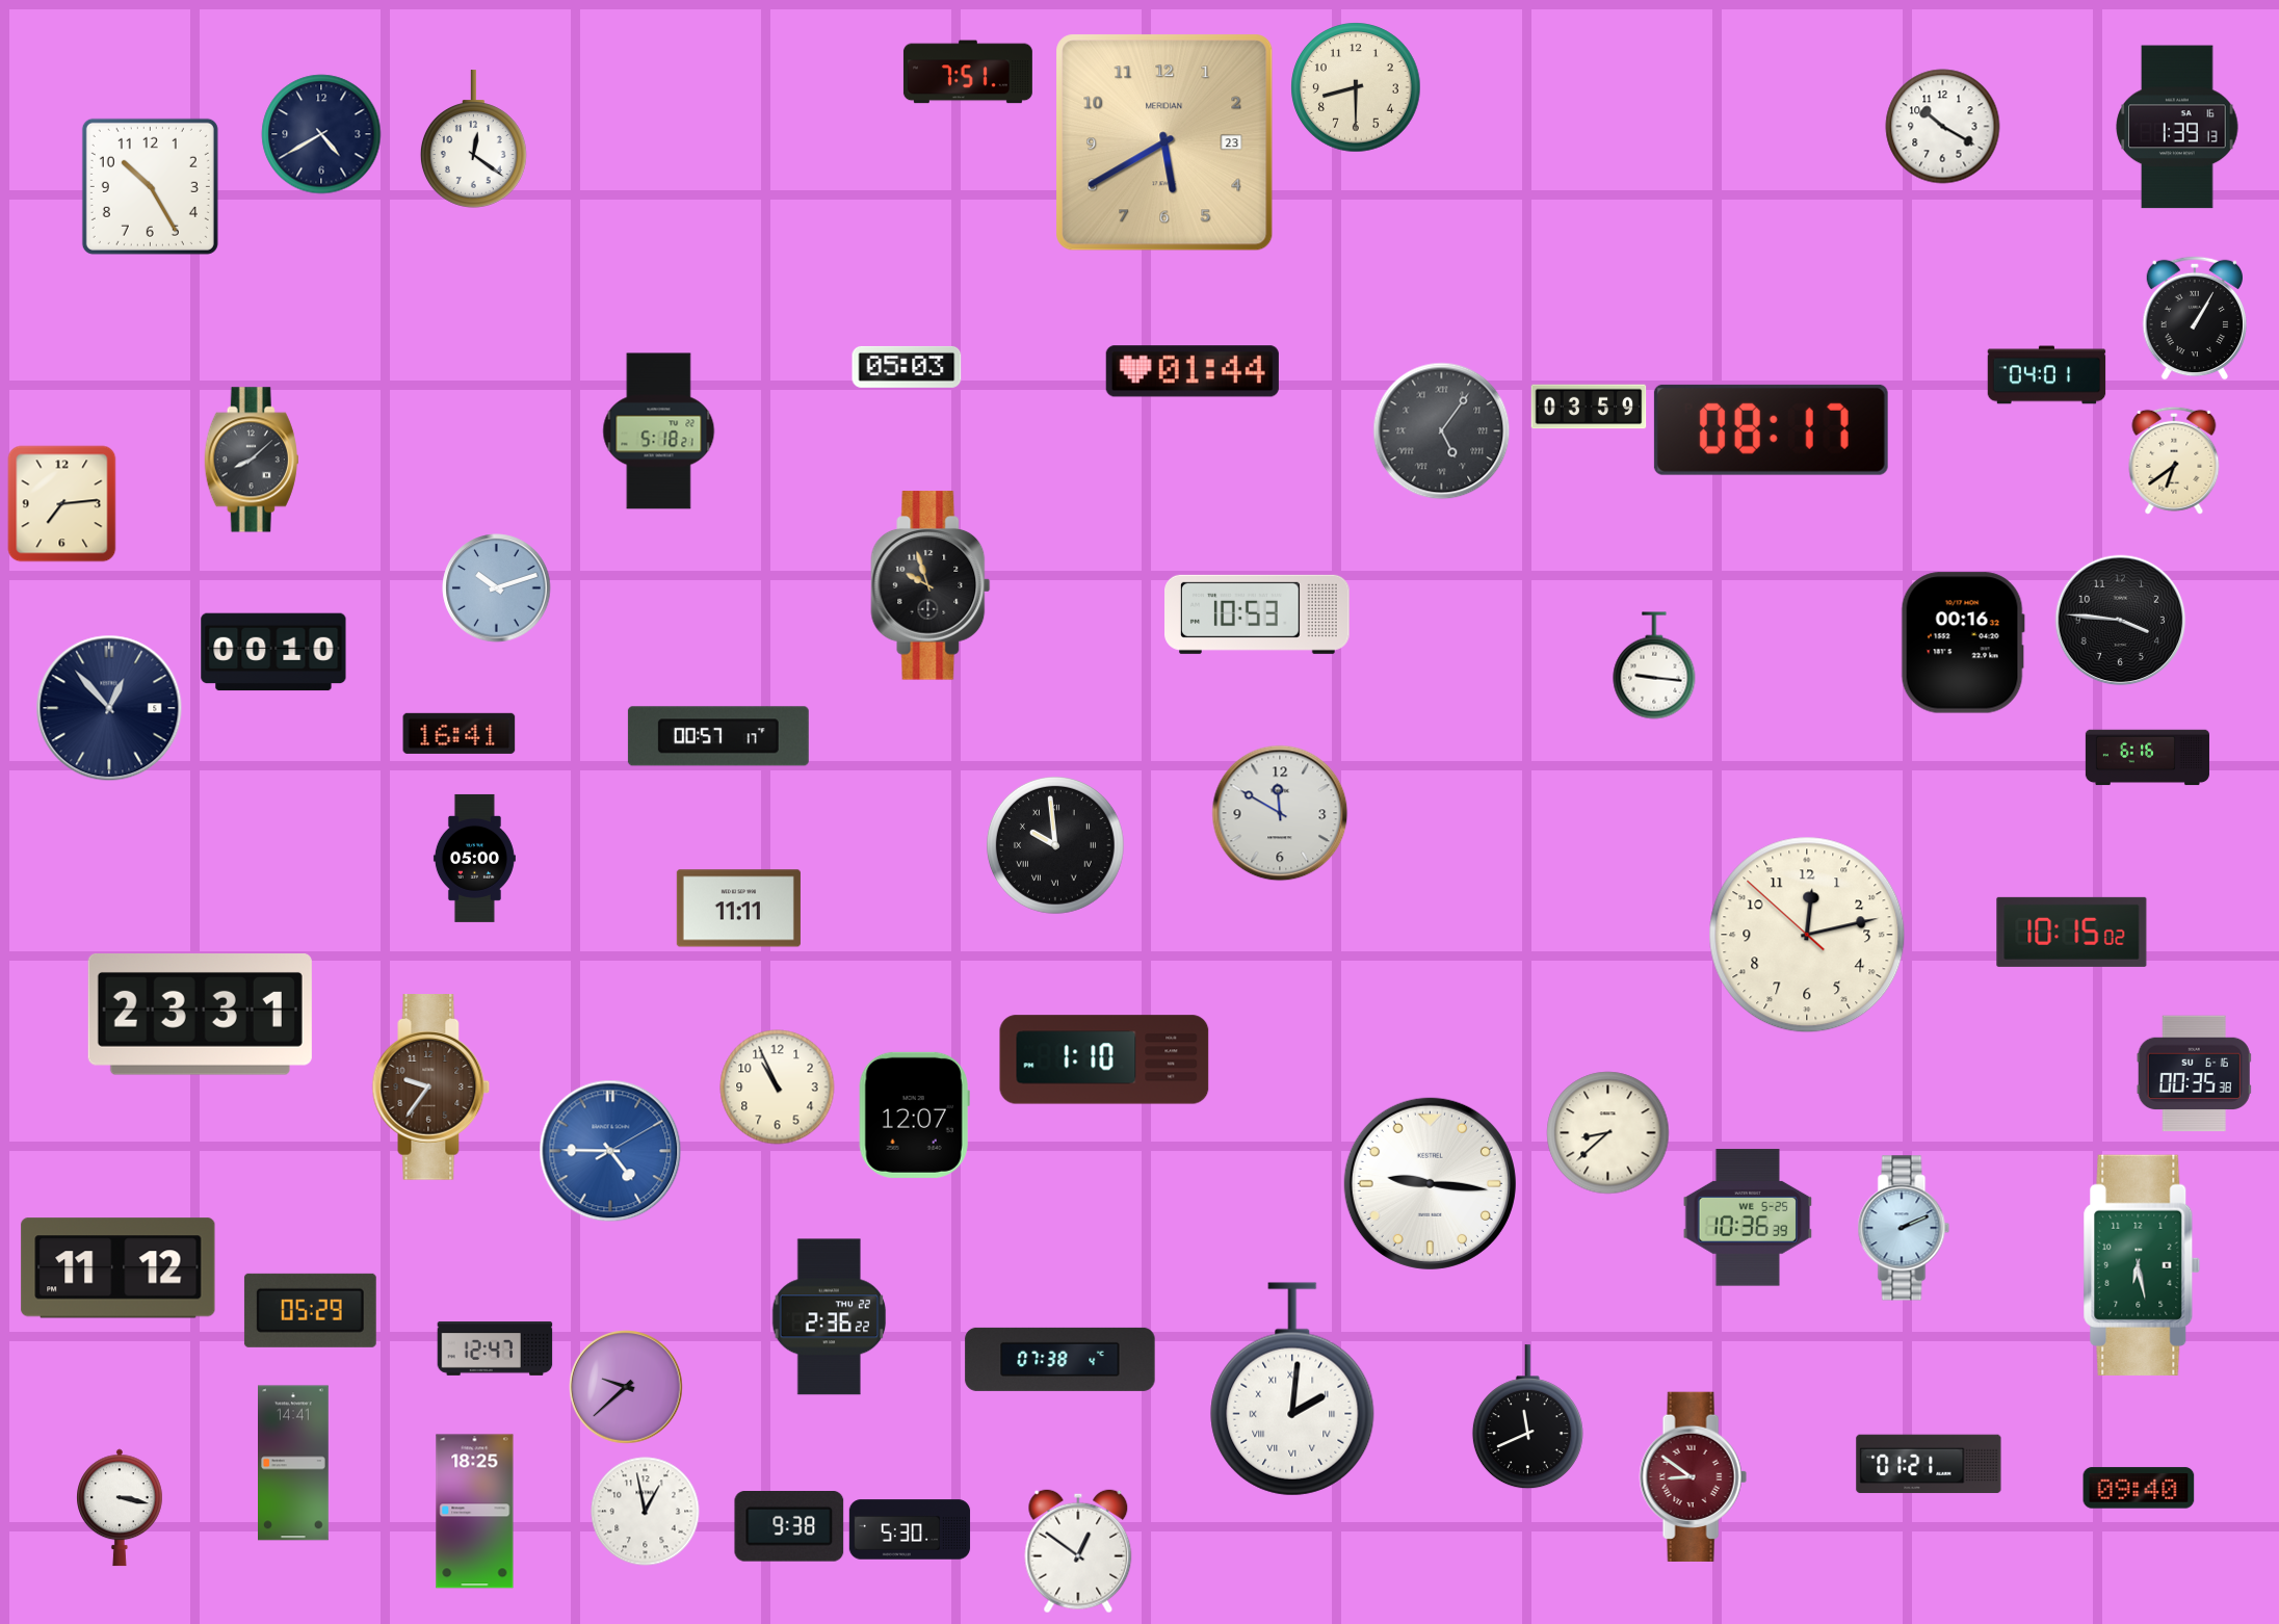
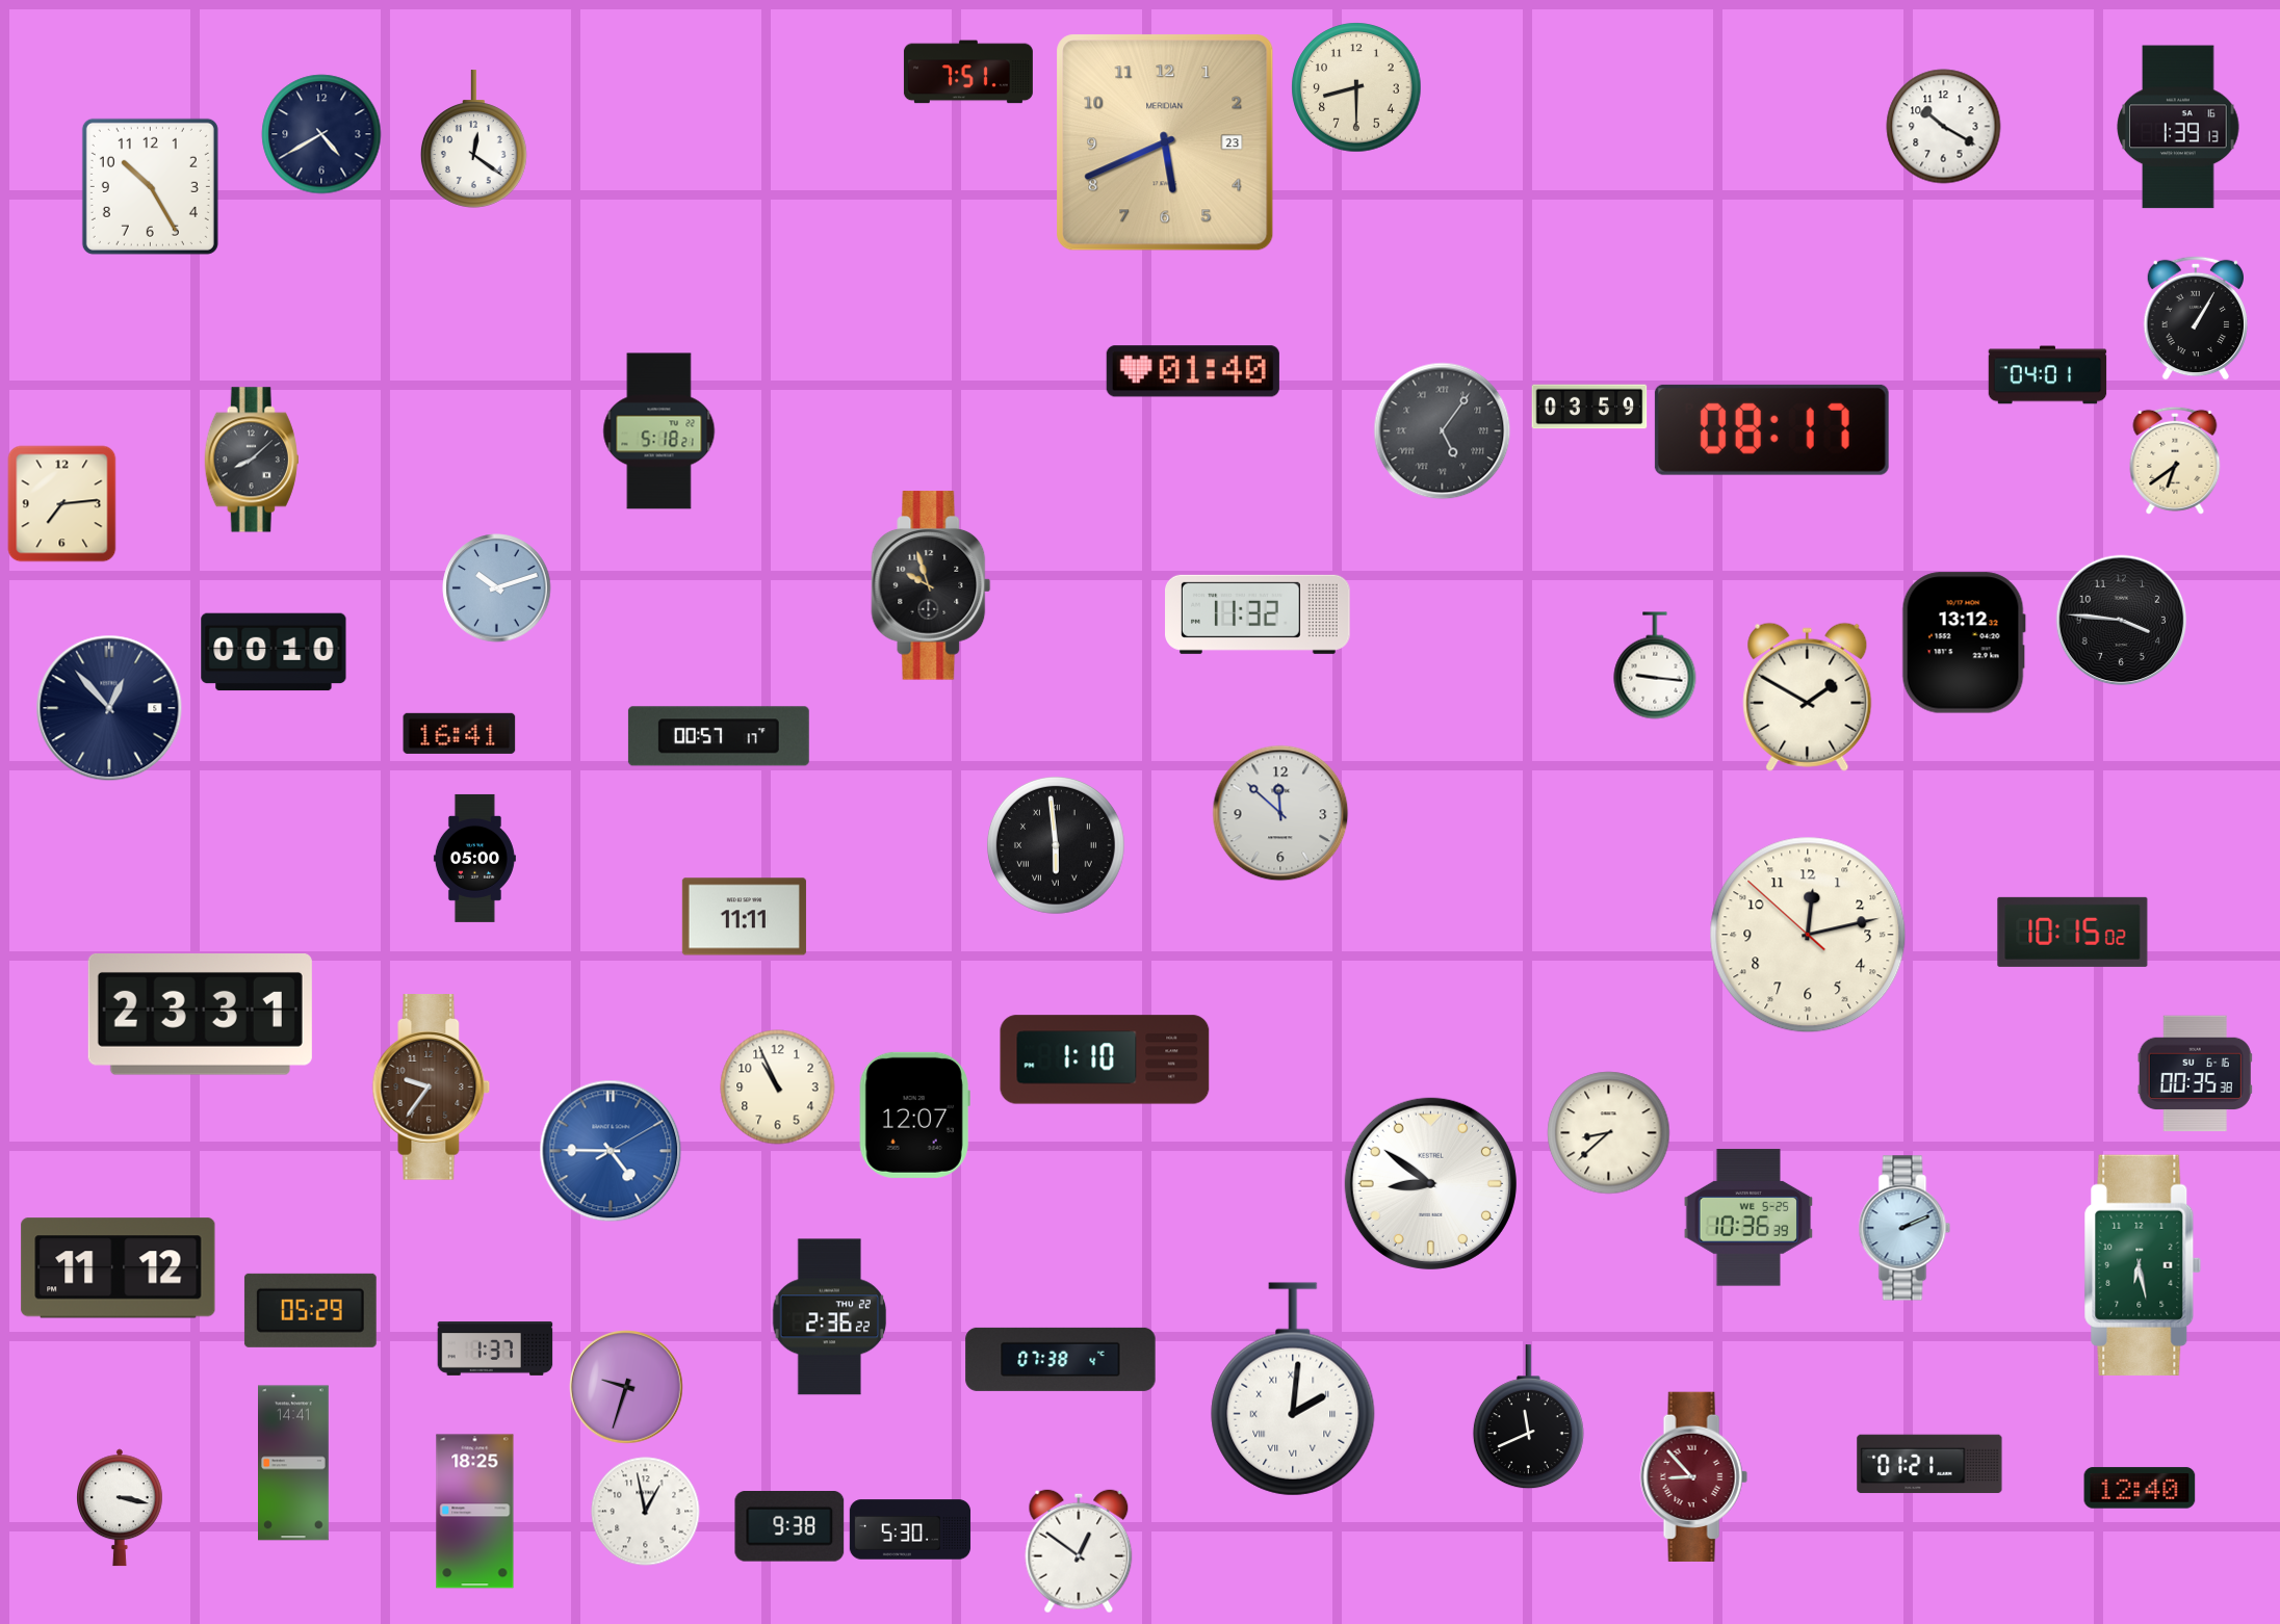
clock at (1164, 142): 5:40 -> 5:41
clock at (907, 367): 05:03 -> none
clock at (1193, 371): 01:44 -> 01:40
clock at (1258, 614): 10:53 -> 11:32
clock at (1963, 643): 00:16 -> 13:12
clock at (1808, 697): none -> 1:50
clock at (2147, 758): 6:16 -> none
clock at (1280, 813): 11:50 -> 11:52
clock at (1055, 845): 9:59 -> 5:59
clock at (738, 909) position: (738, 909) -> (744, 917)
clock at (1430, 1183): 9:16 -> 8:51
clock at (495, 1348): 12:47 -> 1:37
clock at (627, 1388): 9:38 -> 9:33
clock at (1693, 1476): 8:51 -> 8:53
clock at (2139, 1488): 09:40 -> 12:40
